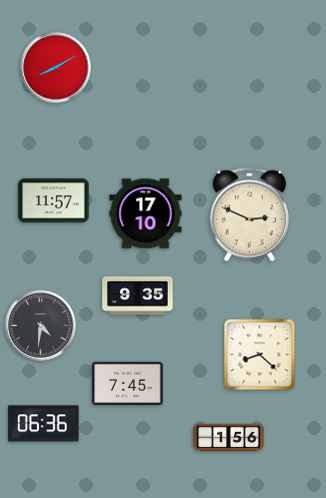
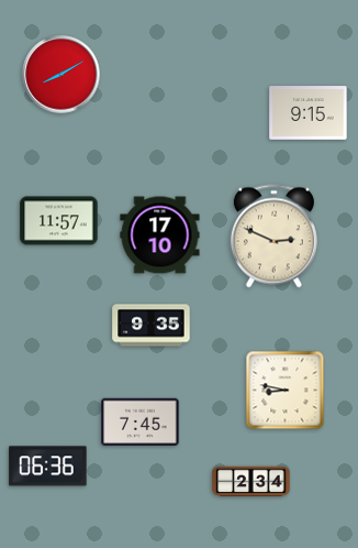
clock at (309, 113): none -> 9:15
clock at (41, 326): 4:31 -> none
clock at (260, 355): 8:22 -> 8:47
clock at (229, 438): 1:56 -> 2:34
